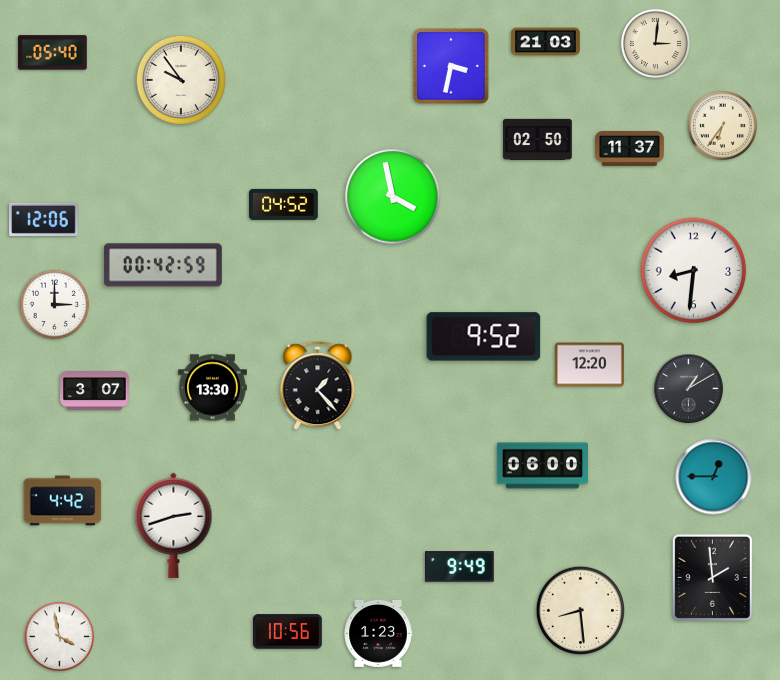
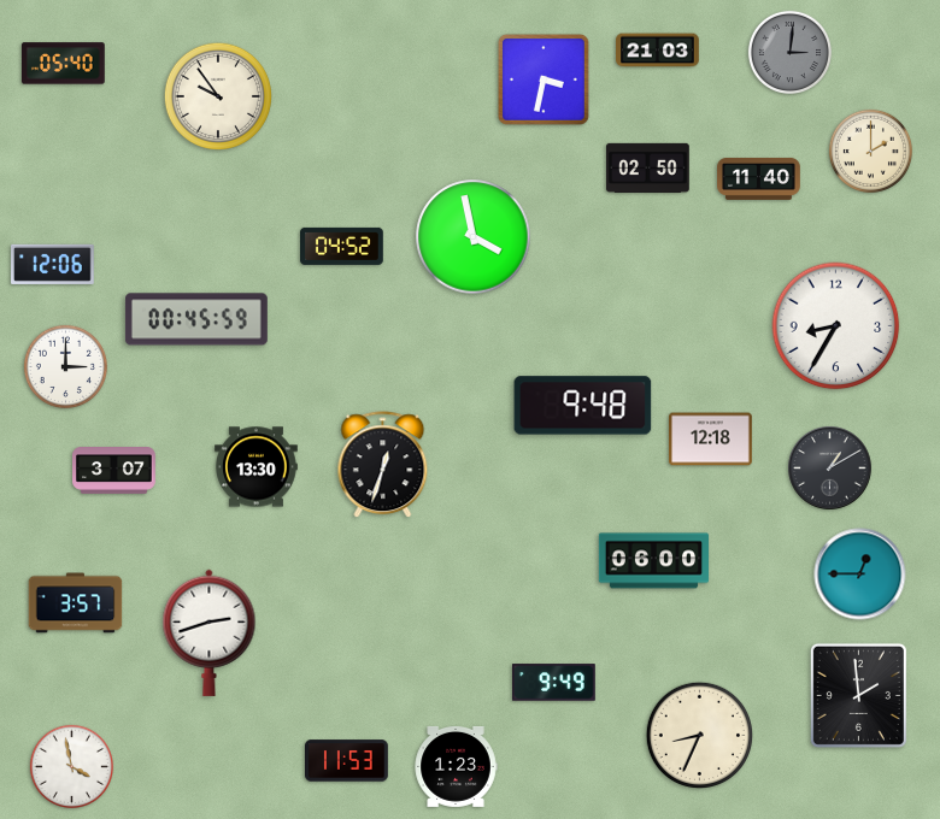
clock at (655, 43) dial: cream -> grey
clock at (722, 125): 6:36 -> 2:00
clock at (630, 148): 11:37 -> 11:40
clock at (163, 265): 00:42 -> 00:45
clock at (694, 271): 8:31 -> 8:35
clock at (484, 337): 9:52 -> 9:48
clock at (590, 365): 12:20 -> 12:18
clock at (318, 386): 1:23 -> 12:33
clock at (63, 501): 4:42 -> 3:57
clock at (580, 610): 8:29 -> 8:34
clock at (288, 632): 10:56 -> 11:53
clock at (378, 633) position: (378, 633) -> (456, 766)
